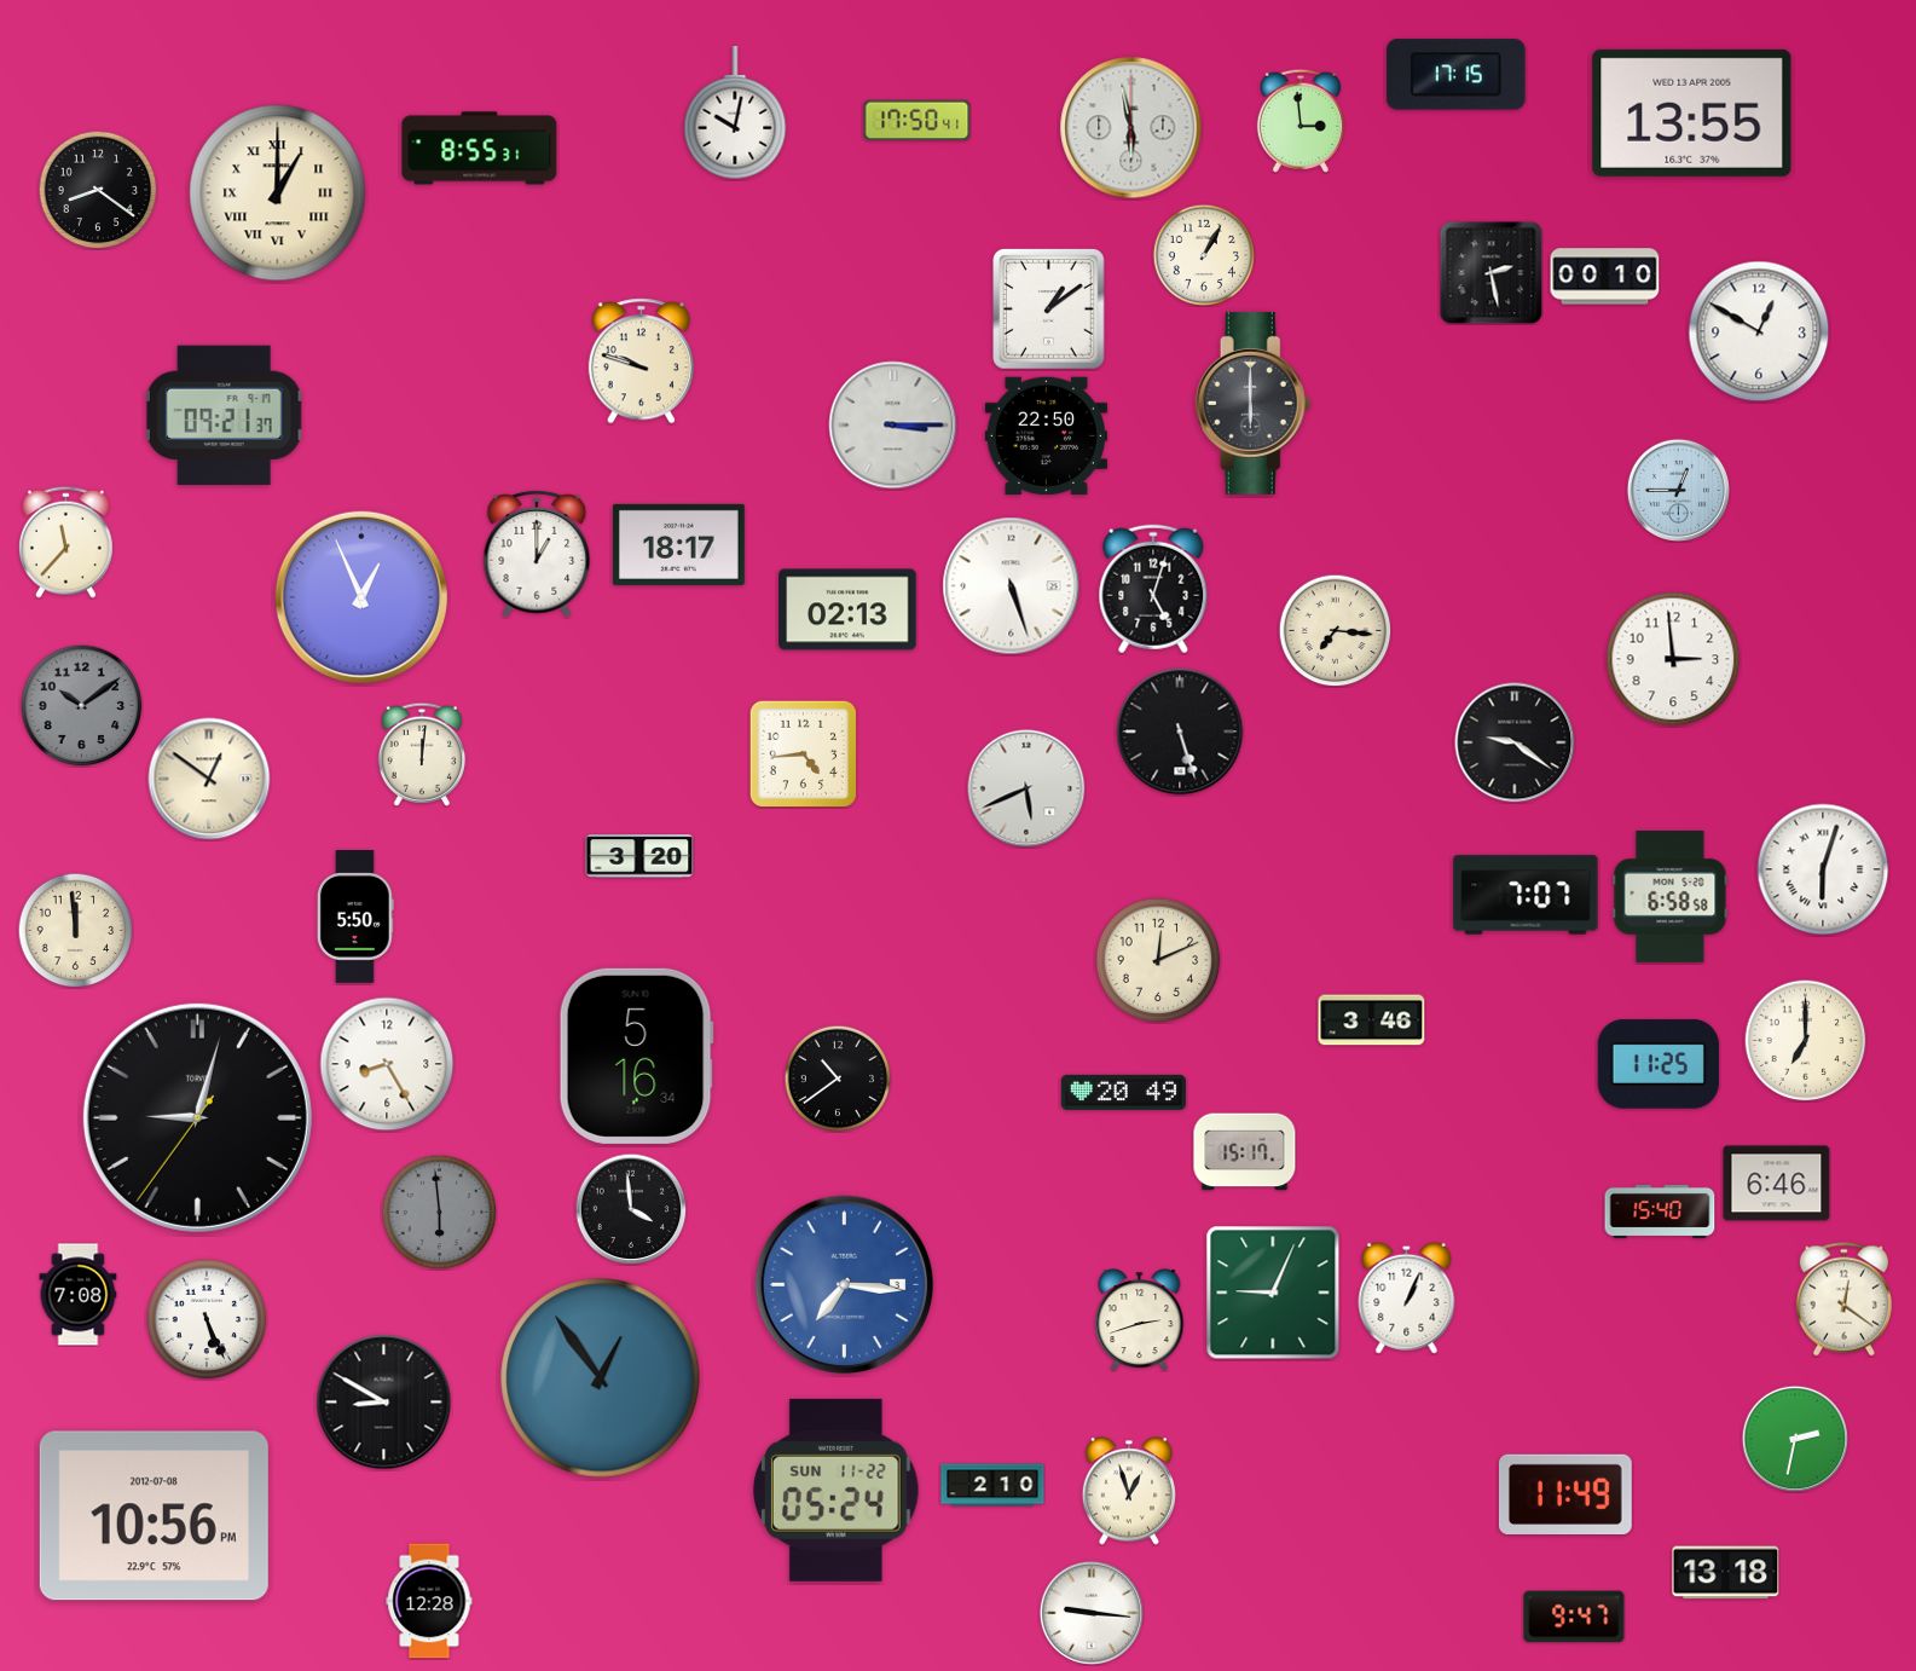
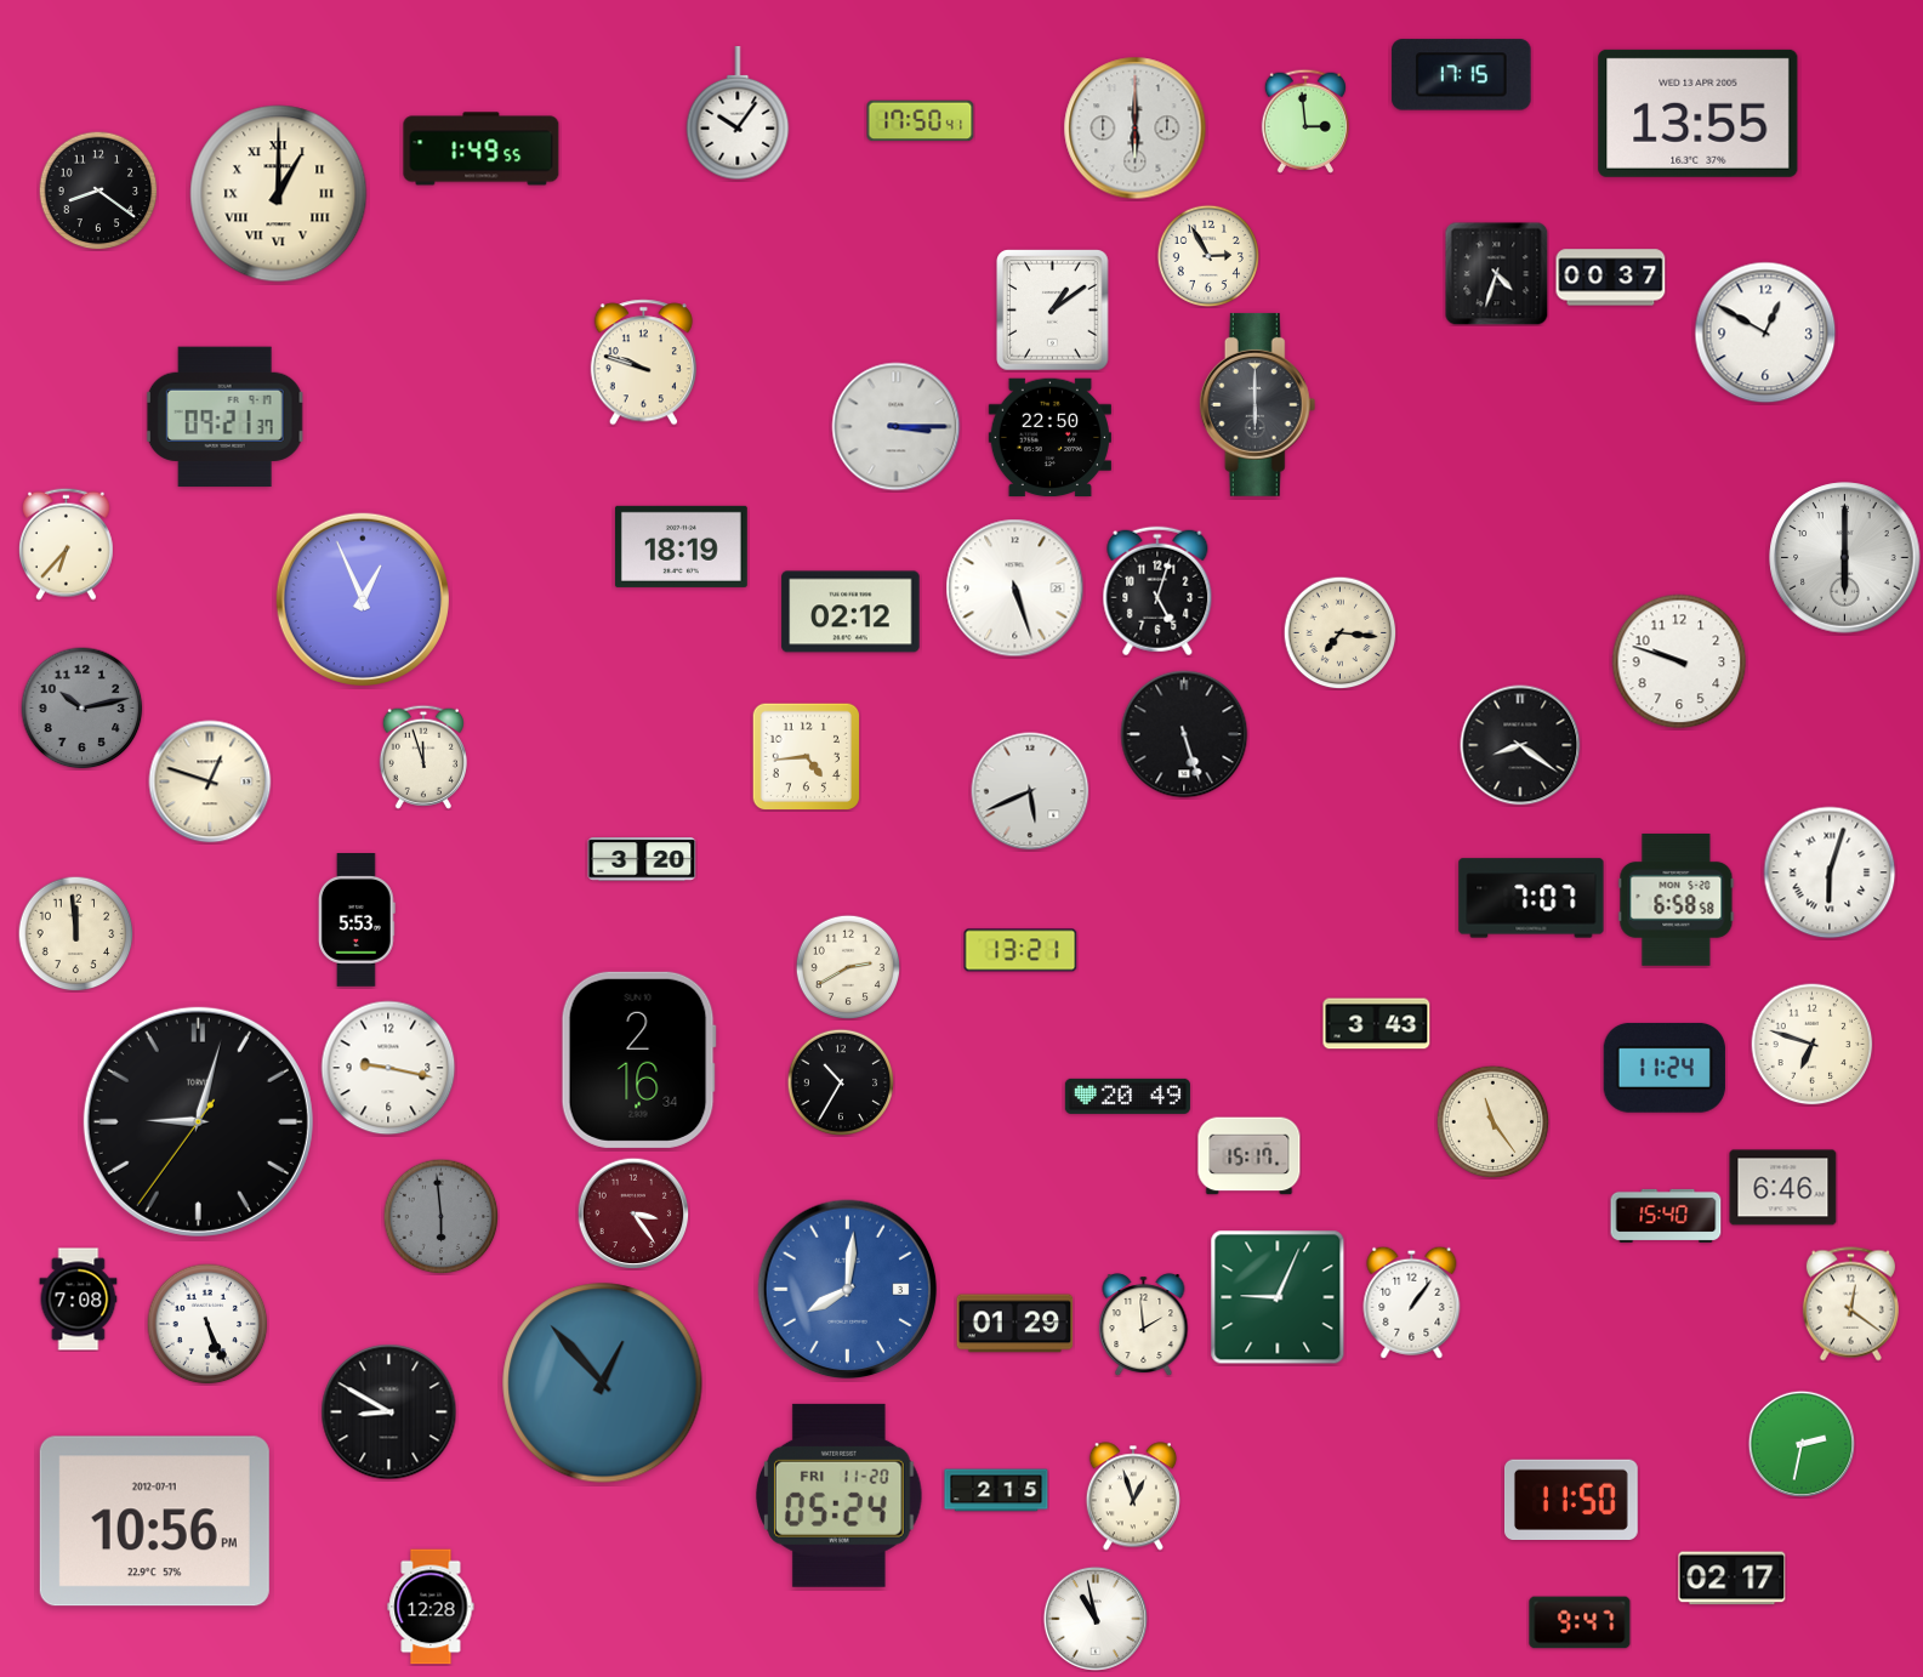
clock at (735, 114): 10:02 -> 10:06
clock at (1131, 128): 5:58 -> 6:00
clock at (480, 149): 8:55 -> 1:49
clock at (1204, 255): 1:05 -> 2:55
clock at (1490, 272): 2:28 -> 4:33
clock at (1605, 277): 00:10 -> 00:37
clock at (1678, 490): 12:45 -> none
clock at (66, 542): 11:37 -> 6:37
clock at (678, 544): 18:17 -> 18:19
clock at (537, 554): 1:00 -> none
clock at (1845, 558): none -> 6:00
clock at (847, 609): 02:13 -> 02:12
clock at (1673, 659): 2:59 -> 9:48
clock at (82, 706): 10:09 -> 10:13
clock at (1515, 742): 9:21 -> 8:21
clock at (422, 754): 12:01 -> 11:57
clock at (209, 779): 12:51 -> 12:48
clock at (355, 918): 5:50 -> 5:53
clock at (1020, 950): none -> 13:21
clock at (1158, 960): 12:11 -> none
clock at (848, 967): none -> 2:40
clock at (1372, 1020): 3:46 -> 3:43
clock at (1806, 1041): 7:00 -> 6:48
clock at (636, 1056): 5:16 -> 2:16
clock at (387, 1064): 8:25 -> 9:17
clock at (1659, 1064): 11:25 -> 11:24
clock at (838, 1079): 10:39 -> 10:35
clock at (1492, 1121): none -> 11:24
clock at (631, 1209): 3:59 -> 3:24
clock at (631, 1209) dial: black -> burgundy
clock at (845, 1285): 7:16 -> 8:01
clock at (1407, 1297): 1:04 -> 1:06
clock at (1015, 1324): none -> 01:29
clock at (1140, 1320): 2:42 -> 1:59
clock at (601, 1378): 12:54 -> 12:53
clock at (384, 1403) position: (384, 1403) -> (389, 1412)
clock at (992, 1485): 2:10 -> 2:15
clock at (837, 1490) date: SUN 11-22 -> FRI 11-20
clock at (1567, 1493): 11:49 -> 11:50
clock at (154, 1516) date: 2012-07-08 -> 2012-07-11
clock at (1726, 1573): 13:18 -> 02:17
clock at (1092, 1613): 9:16 -> 10:58
